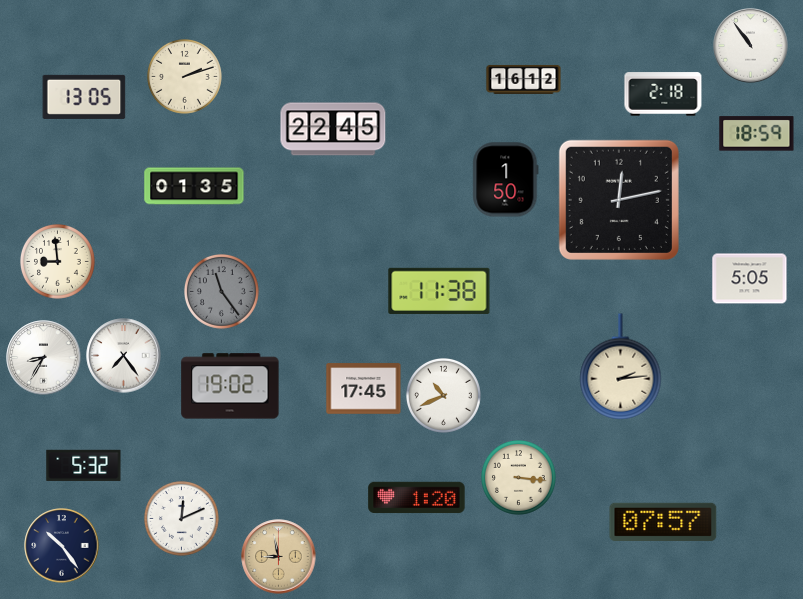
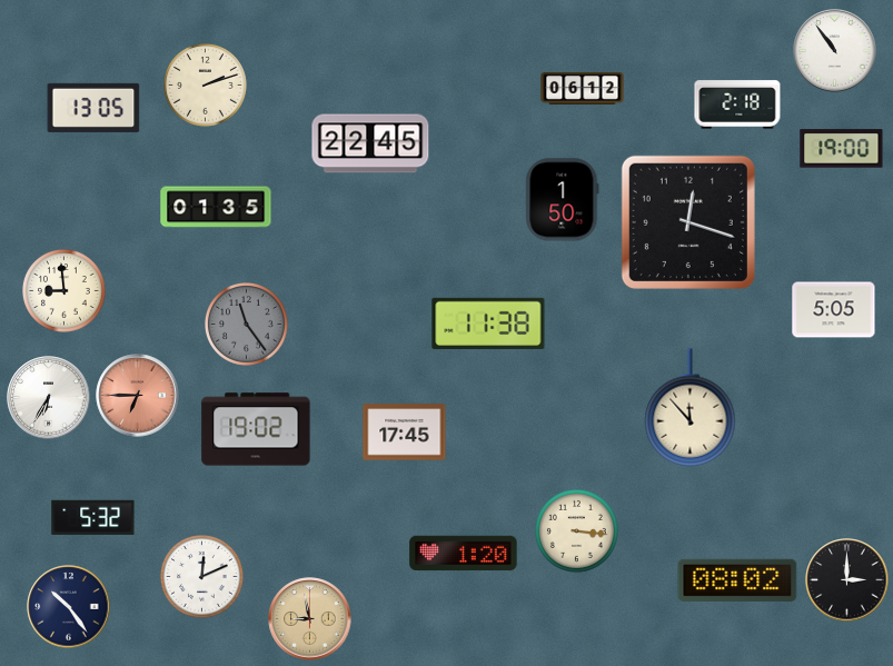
clock at (524, 80): 16:12 -> 06:12
clock at (757, 134): 18:59 -> 19:00
clock at (619, 200): 12:13 -> 12:18
clock at (124, 356): 7:24 -> 6:45
clock at (124, 356) dial: white -> salmon
clock at (44, 358): 8:35 -> 6:35
clock at (621, 367): 2:14 -> 11:53
clock at (444, 396): 10:41 -> none
clock at (663, 522): 07:57 -> 08:02
clock at (847, 580): none -> 3:00
